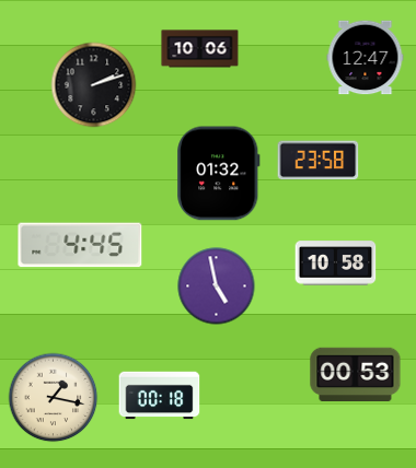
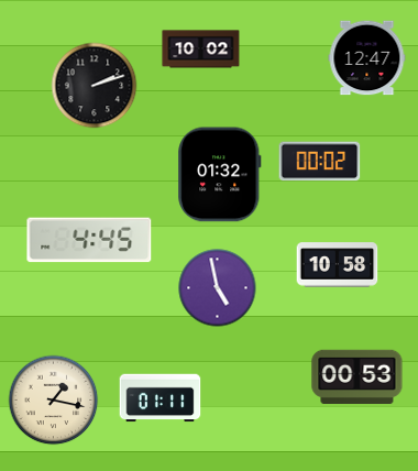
clock at (200, 49): 10:06 -> 10:02
clock at (319, 161): 23:58 -> 00:02
clock at (80, 245) position: (80, 245) -> (89, 240)
clock at (160, 396): 00:18 -> 01:11
